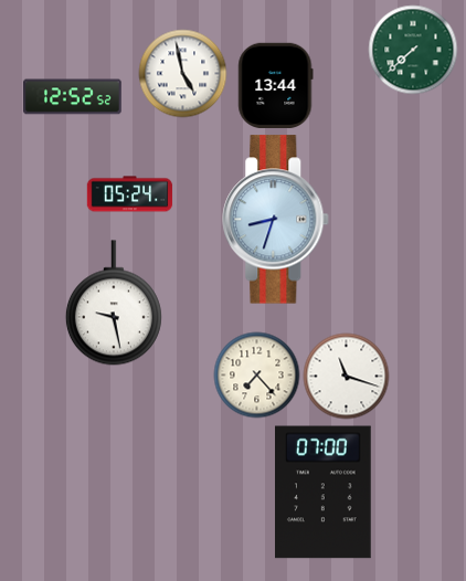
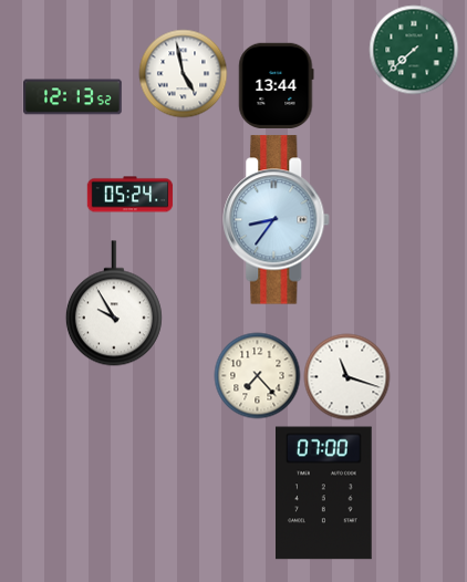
clock at (73, 97): 12:52 -> 12:13
clock at (276, 220): 8:33 -> 8:36
clock at (114, 303): 9:28 -> 9:55
